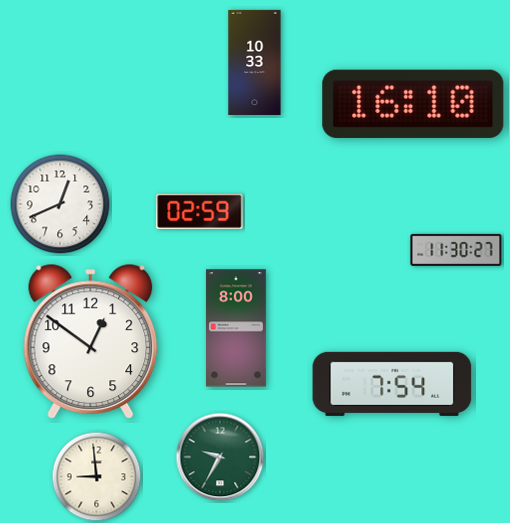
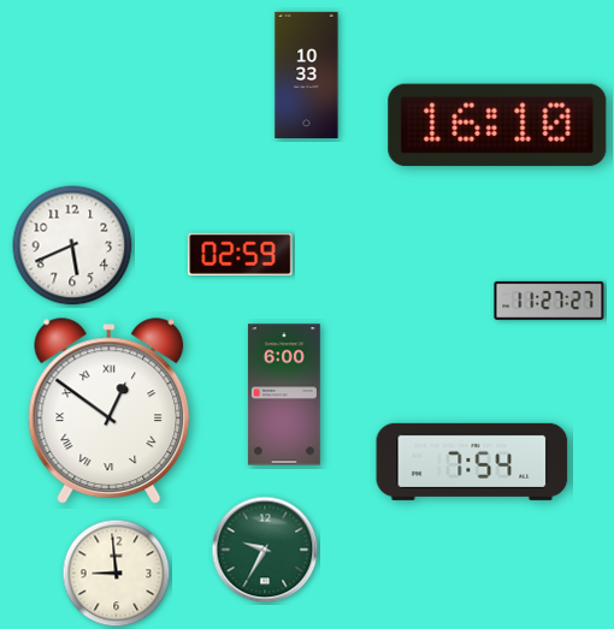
clock at (60, 204): 12:41 -> 5:41
clock at (456, 250): 11:30 -> 11:27
clock at (236, 328): 8:00 -> 6:00
clock at (91, 341) numerals: Arabic -> Roman
